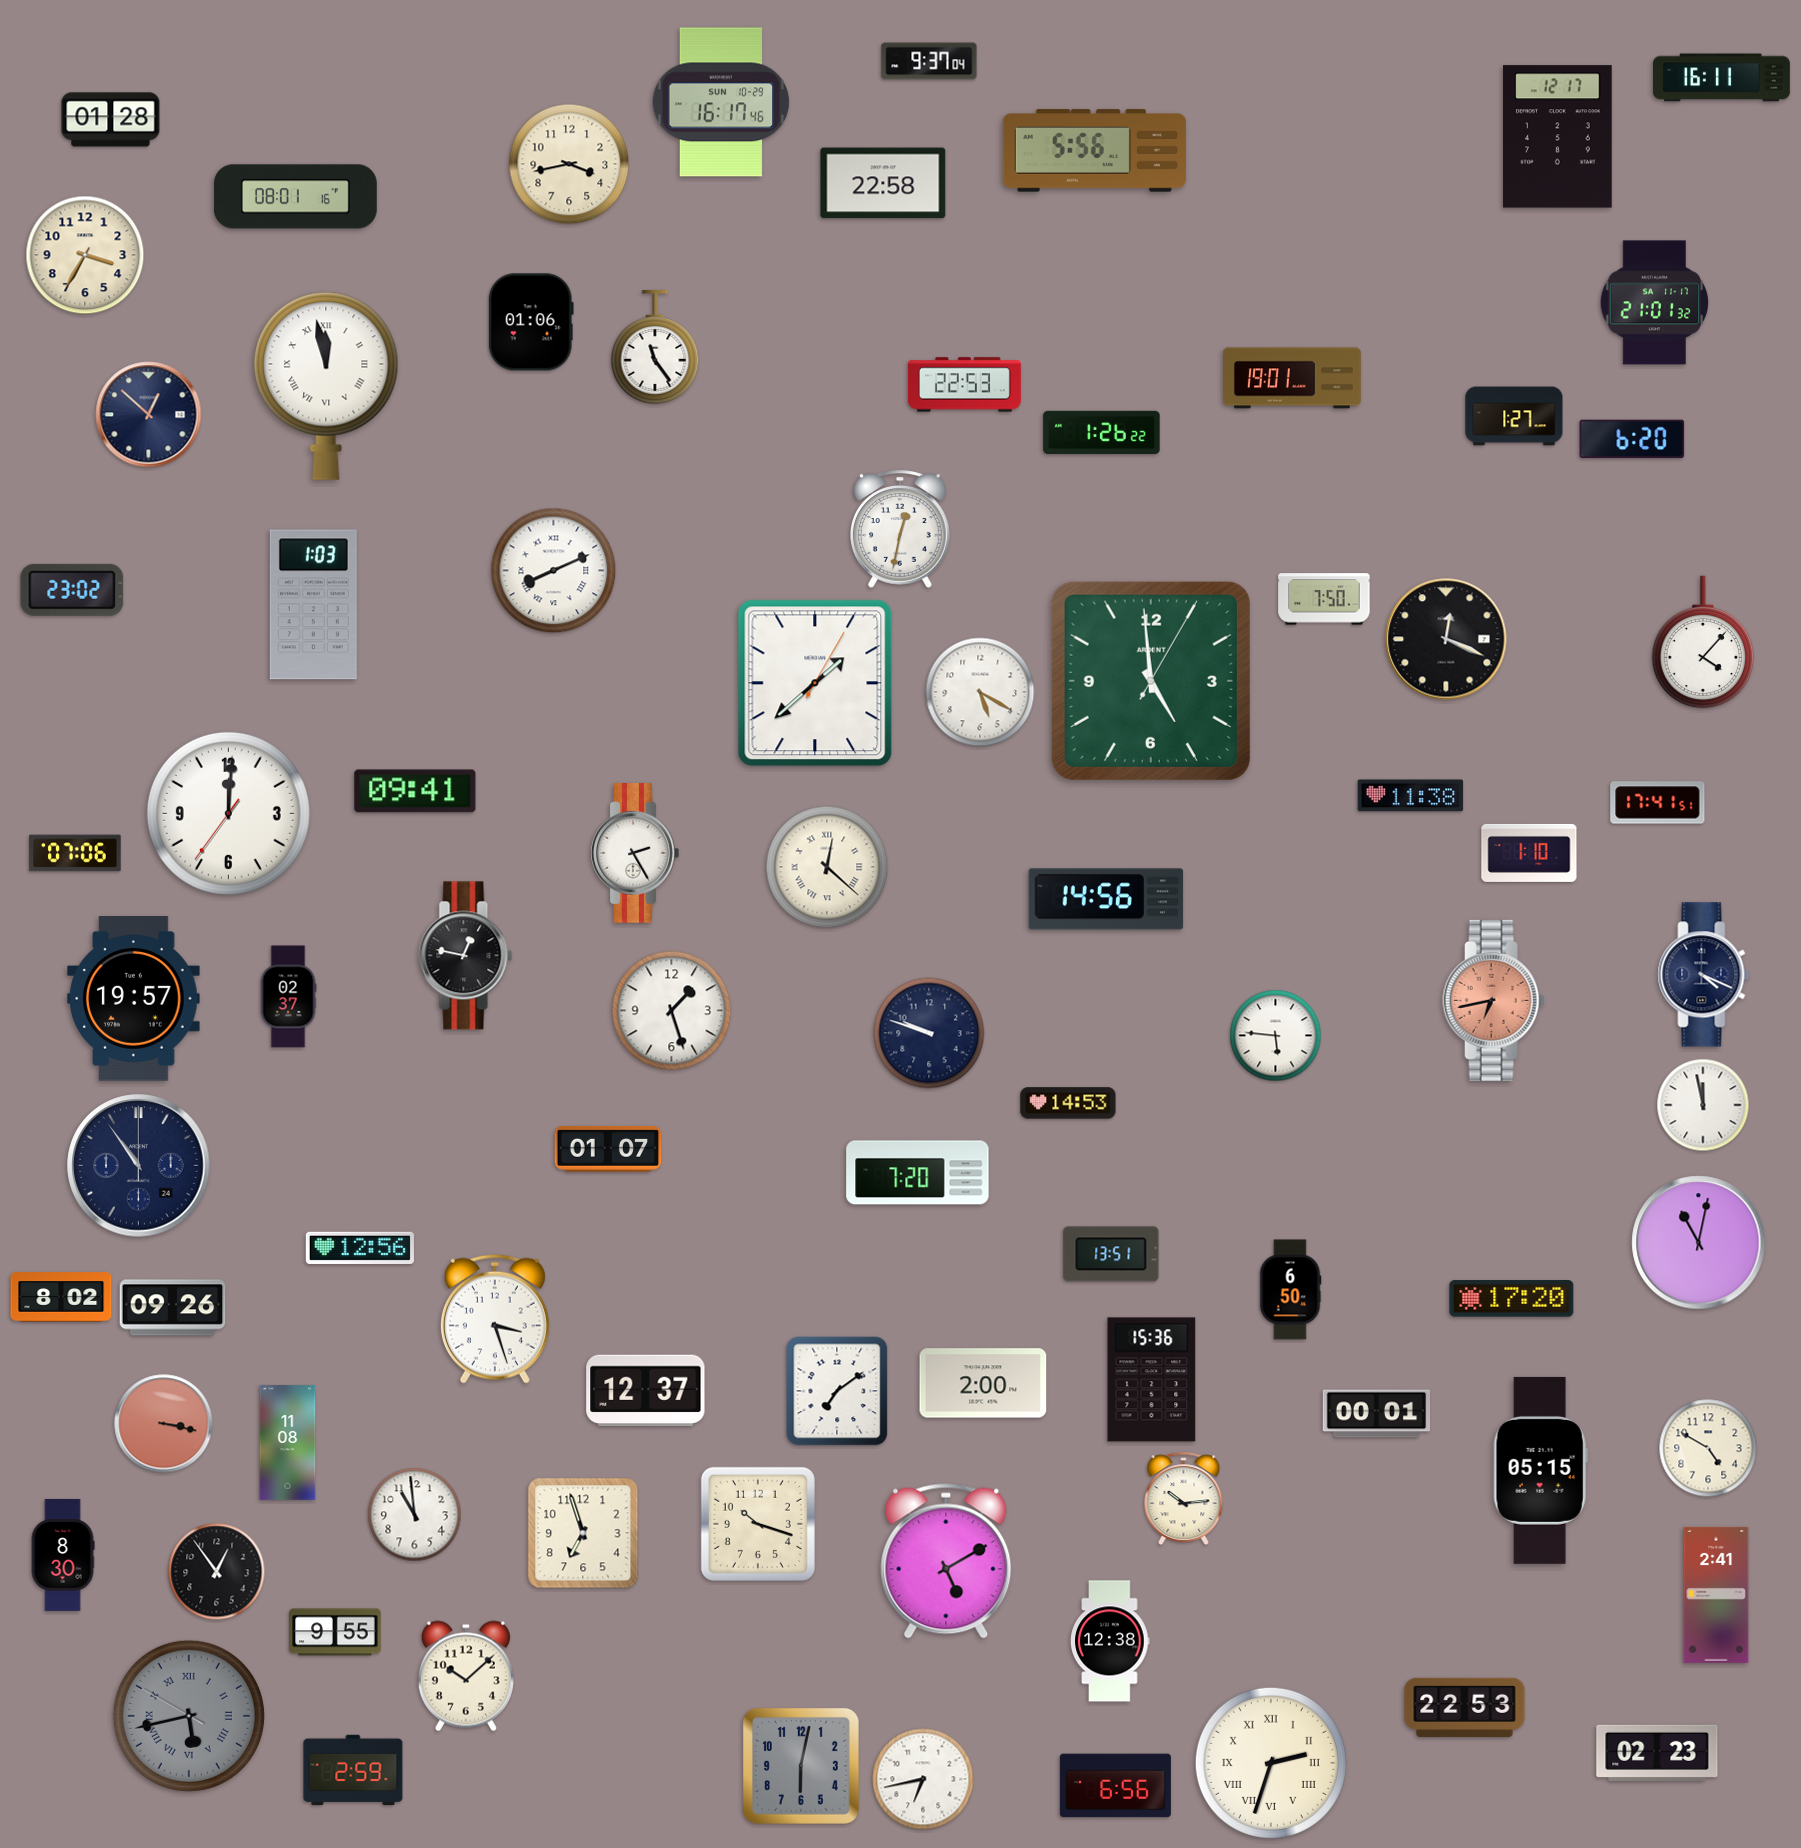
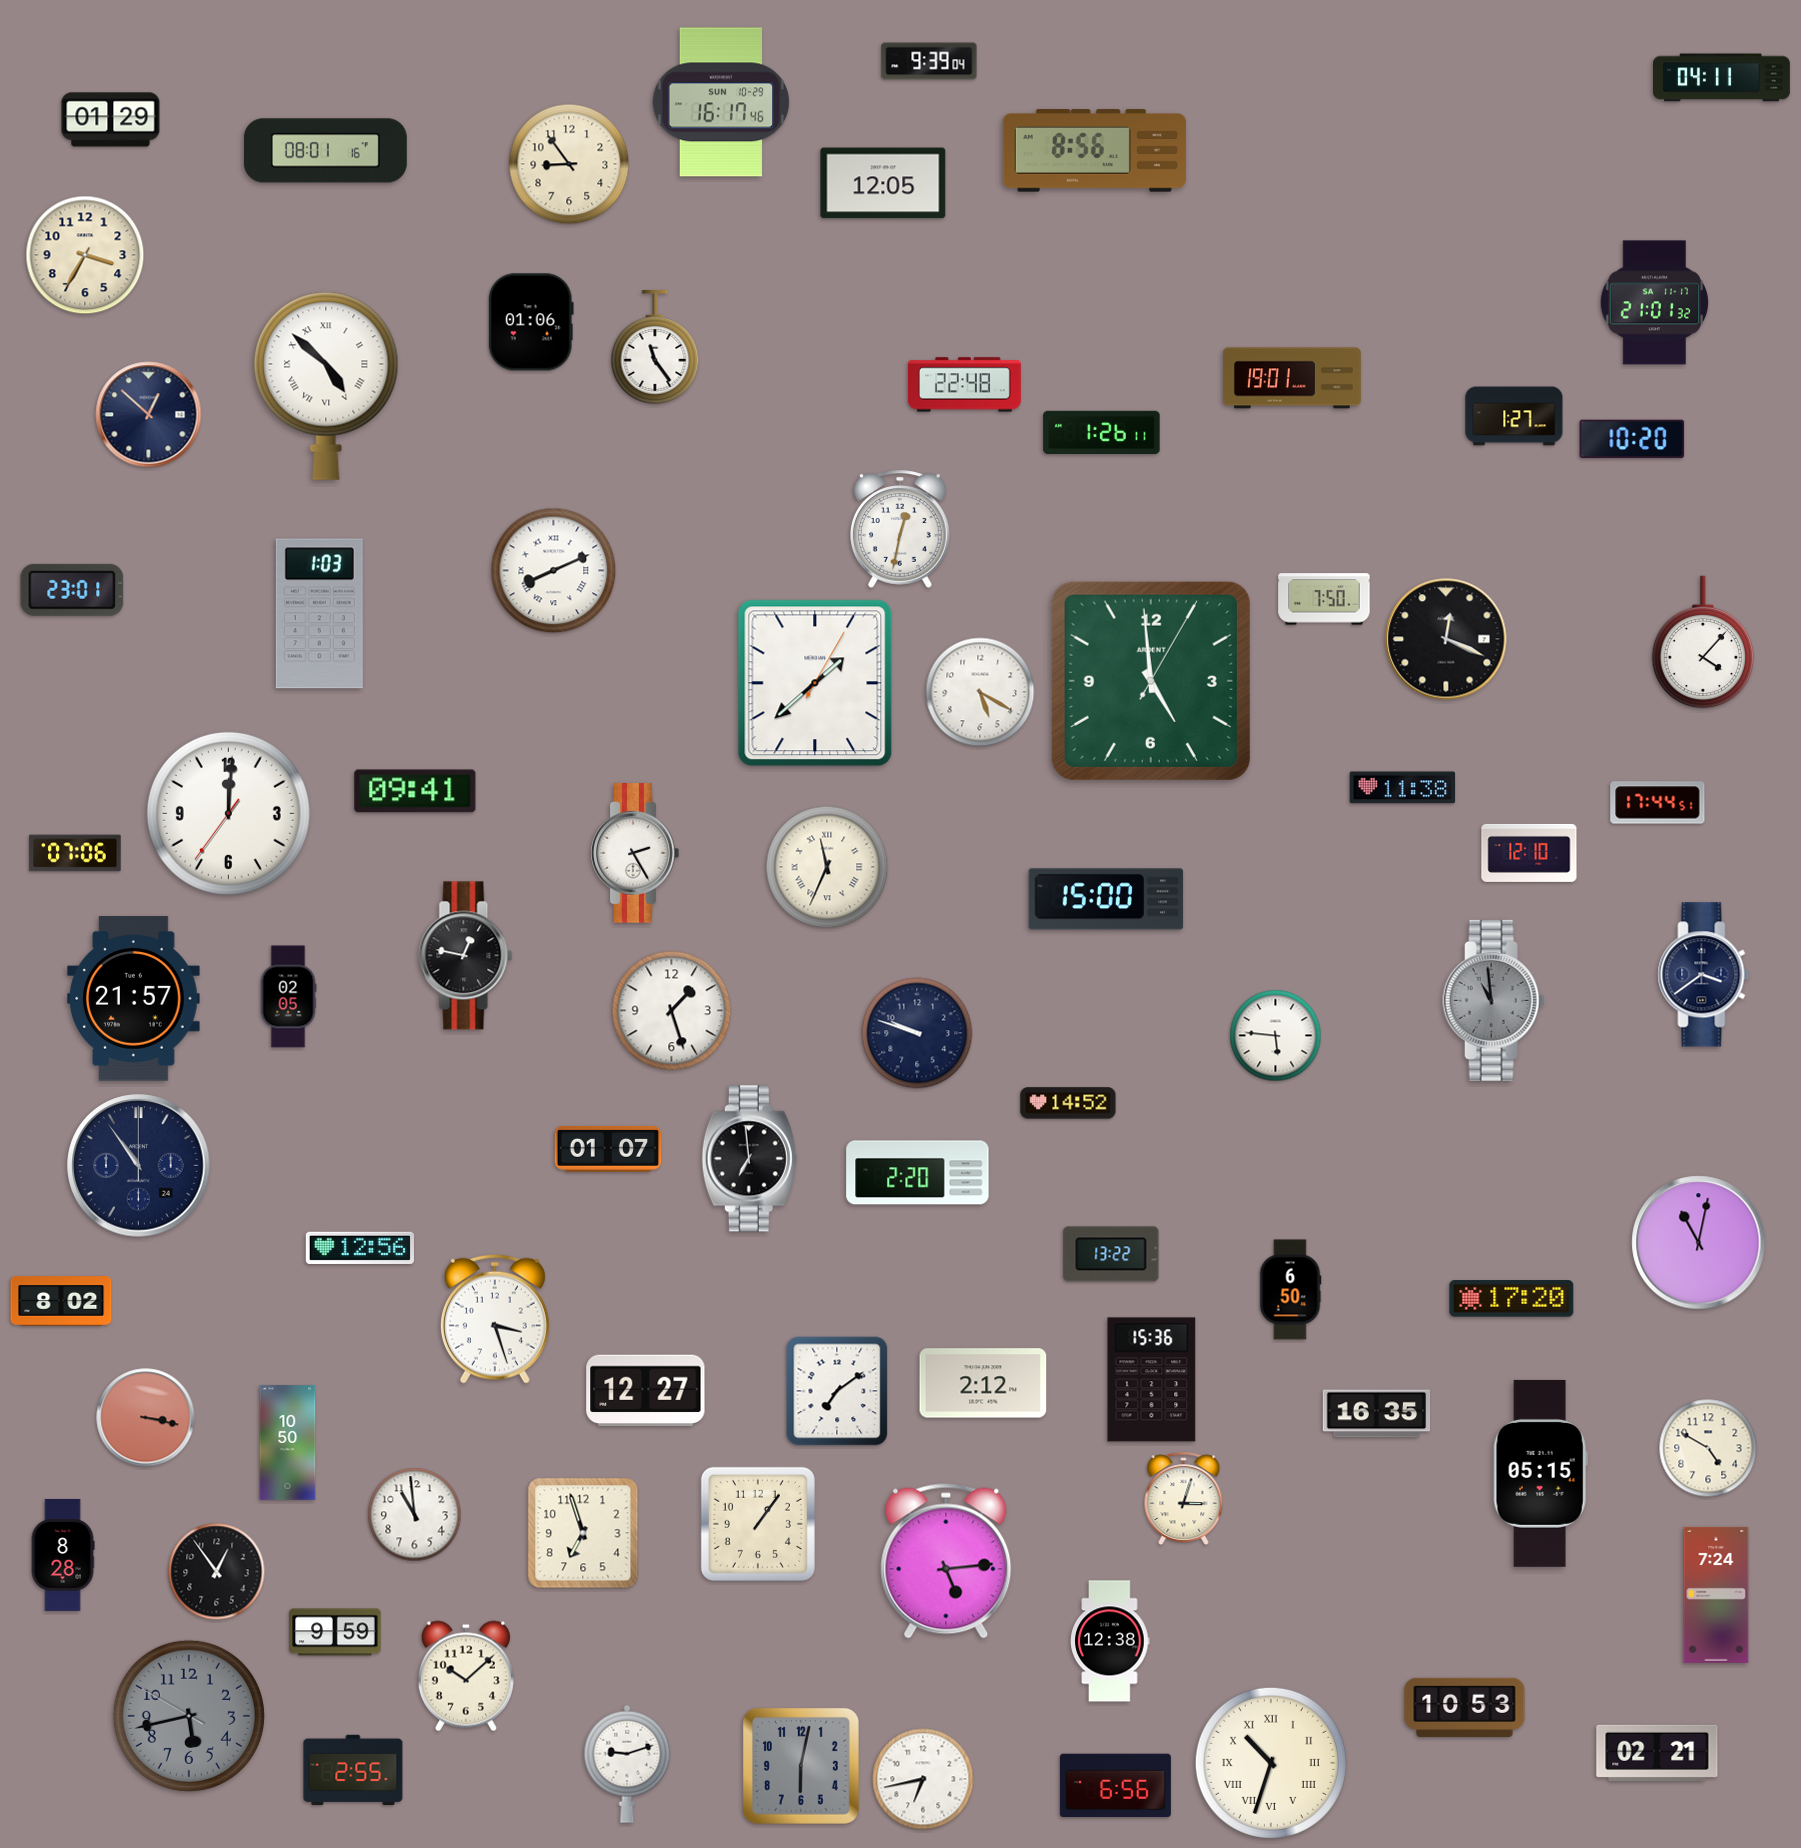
clock at (929, 61): 9:37 -> 9:39
clock at (1721, 78): 16:11 -> 04:11
clock at (111, 120): 01:28 -> 01:29
clock at (1558, 137): 12:17 -> none
clock at (1094, 151): 5:56 -> 8:56
clock at (569, 164): 3:43 -> 8:54
clock at (883, 183): 22:58 -> 12:05
clock at (295, 197) position: (295, 197) -> (325, 151)
clock at (965, 385): 22:53 -> 22:48
clock at (326, 386): 11:58 -> 4:52
clock at (1102, 432): 1:26:22 -> 1:26:11
clock at (1632, 439): 6:20 -> 10:20
clock at (72, 590): 23:02 -> 23:01
clock at (313, 605) position: (313, 605) -> (319, 614)
clock at (1411, 796) position: (1411, 796) -> (1403, 788)
clock at (1658, 803): 17:41 -> 17:44
clock at (1529, 853): 1:10 -> 12:10
clock at (827, 867): 12:22 -> 11:34
clock at (1106, 899): 14:56 -> 15:00
clock at (1704, 975): 4:19 -> 3:39
clock at (288, 997): 02:37 -> 02:05
clock at (134, 999): 19:57 -> 21:57
clock at (1494, 1000): 6:43 -> 10:59
clock at (1494, 1000) dial: salmon -> grey
clock at (929, 1033) position: (929, 1033) -> (917, 1033)
clock at (1068, 1103): 14:53 -> 14:52
clock at (1703, 1105): 11:58 -> none
clock at (749, 1159): none -> 6:59
clock at (918, 1173): 7:20 -> 2:20
clock at (1111, 1254): 13:51 -> 13:22
clock at (61, 1297) position: (61, 1297) -> (61, 1301)
clock at (173, 1308): 09:26 -> none
clock at (983, 1383): 2:00 -> 2:12
clock at (646, 1391): 12:37 -> 12:27
clock at (1377, 1414): 00:01 -> 16:35
clock at (164, 1424) position: (164, 1424) -> (146, 1418)
clock at (288, 1443): 11:08 -> 10:50
clock at (1540, 1470) position: (1540, 1470) -> (1540, 1473)
clock at (1184, 1498): 10:14 -> 3:03
clock at (758, 1524): 10:18 -> 1:06
clock at (63, 1555): 8:30 -> 8:28
clock at (946, 1561): 5:10 -> 5:14
clock at (1716, 1595): 2:41 -> 7:24
clock at (335, 1632): 9:55 -> 9:59
clock at (1465, 1707): 22:53 -> 10:53
clock at (189, 1716) numerals: Roman -> Arabic
clock at (1657, 1753): 02:23 -> 02:21
clock at (1271, 1763): 2:33 -> 10:33
clock at (627, 1764): none -> 9:12
clock at (353, 1770): 2:59 -> 2:55
